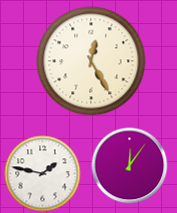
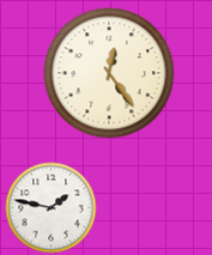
clock at (91, 61): 12:25 -> 12:24
clock at (130, 166): 12:06 -> none
